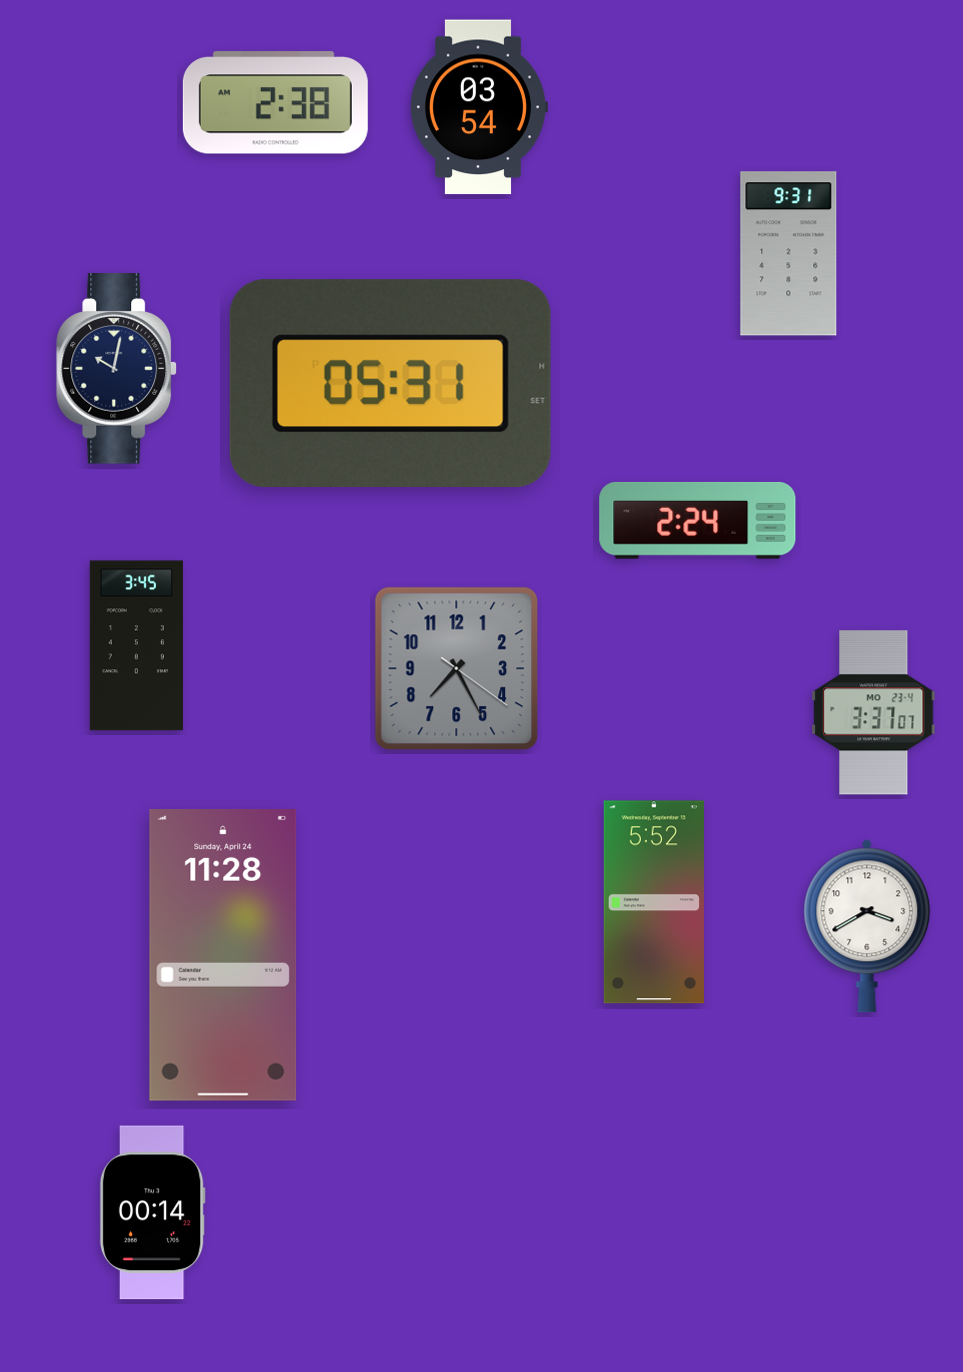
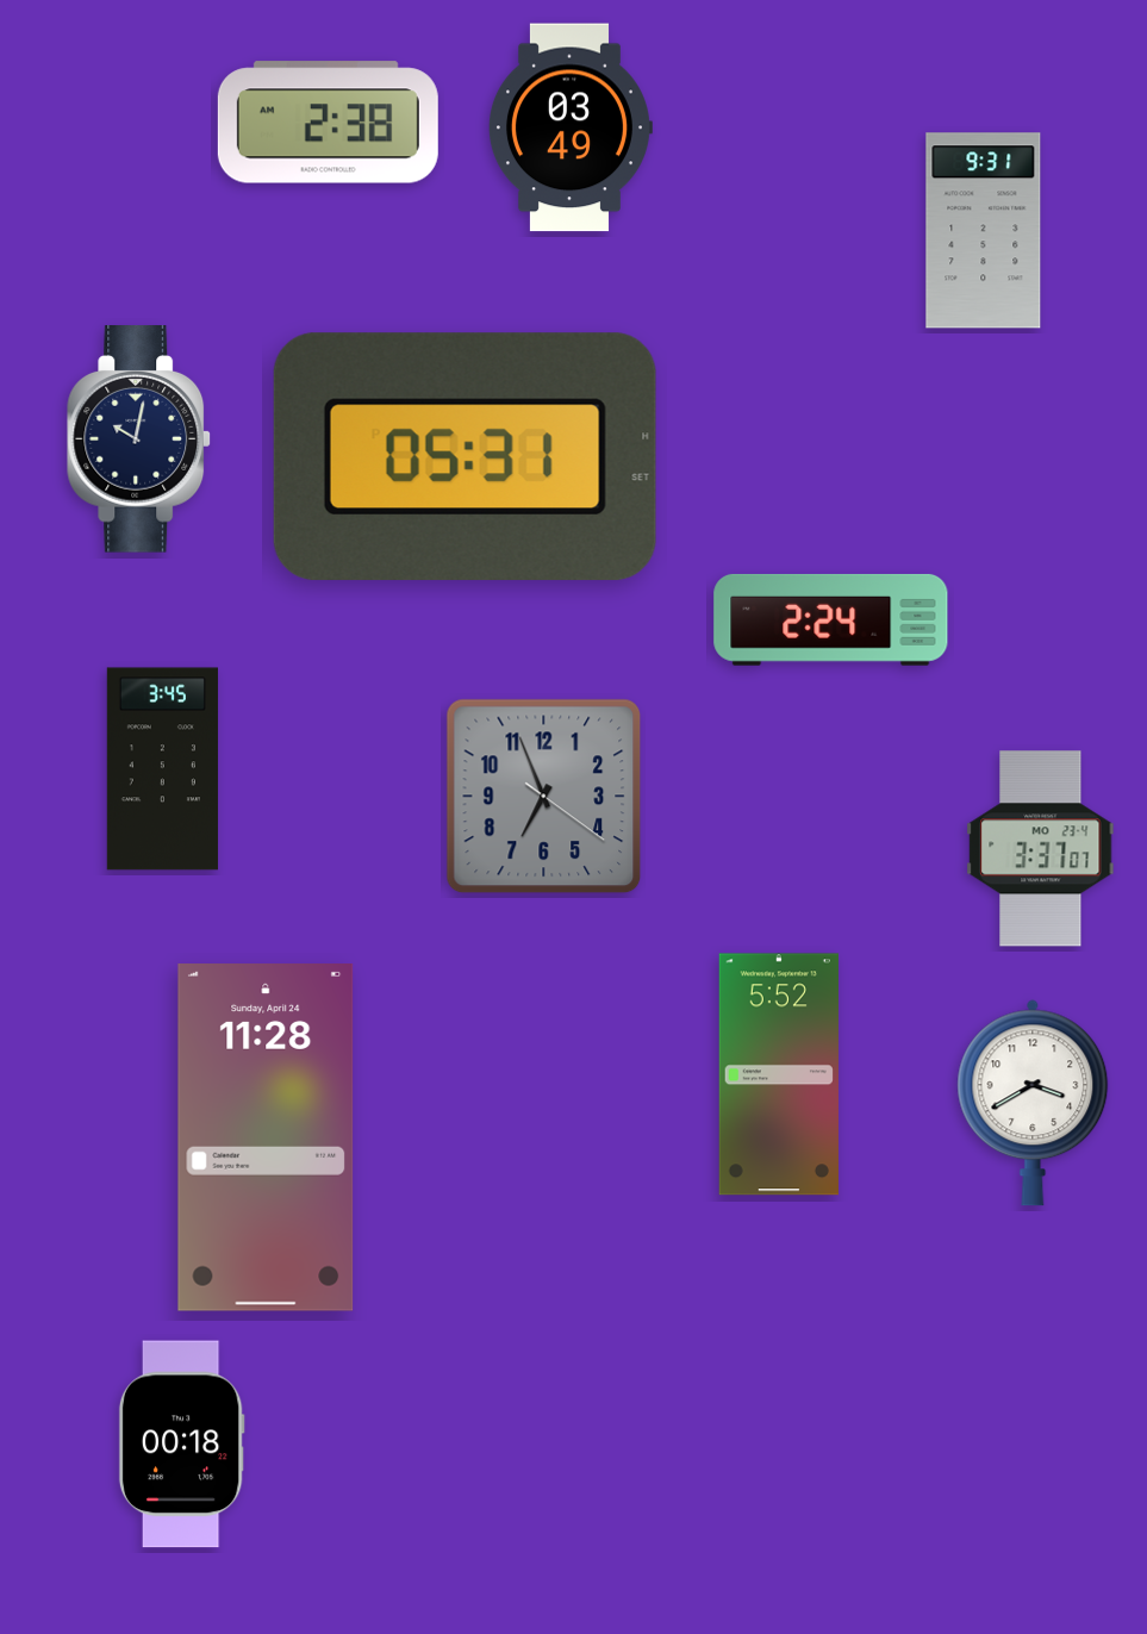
clock at (478, 107): 03:54 -> 03:49
clock at (789, 254) position: (789, 254) -> (984, 231)
clock at (457, 669): 7:25 -> 6:56
clock at (152, 1213): 00:14 -> 00:18
